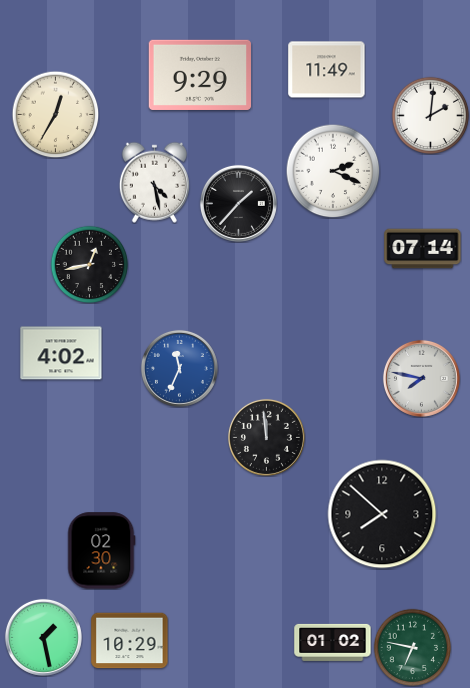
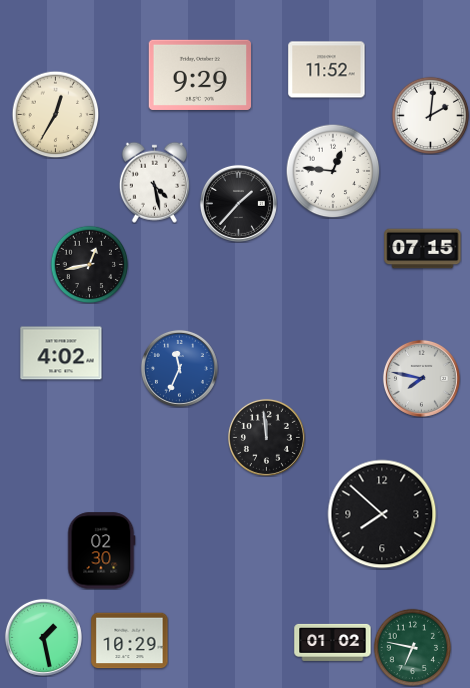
clock at (327, 70): 11:49 -> 11:52
clock at (333, 171): 2:19 -> 12:46
clock at (423, 249): 07:14 -> 07:15
